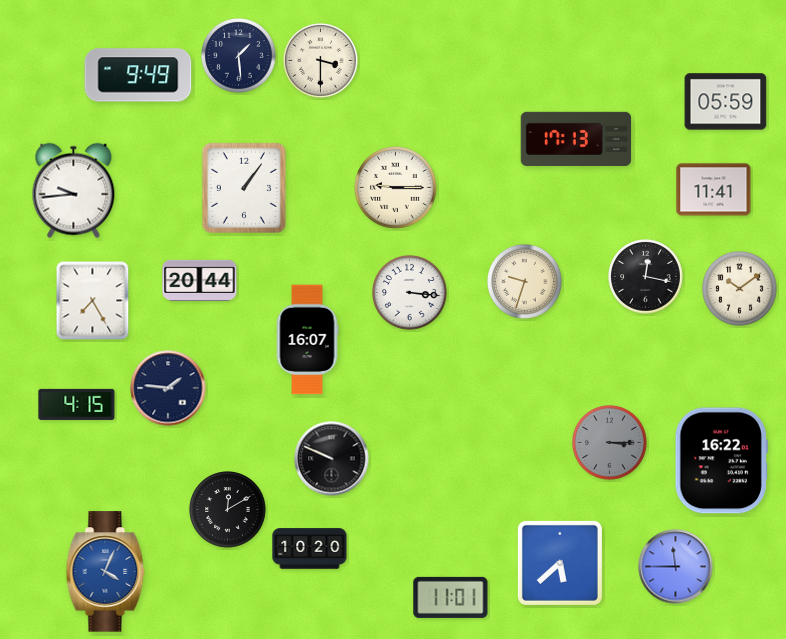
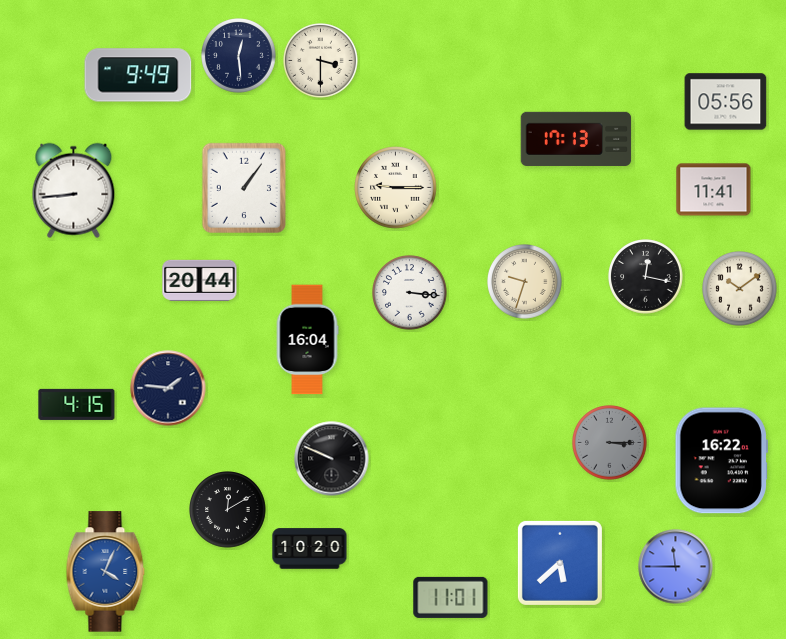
clock at (239, 56): 1:29 -> 12:29
clock at (726, 102): 05:59 -> 05:56
clock at (74, 191): 9:44 -> 8:44
clock at (93, 301): 7:25 -> none
clock at (307, 340): 16:07 -> 16:04
